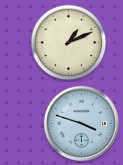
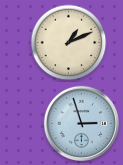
clock at (81, 123): 3:48 -> 2:57
